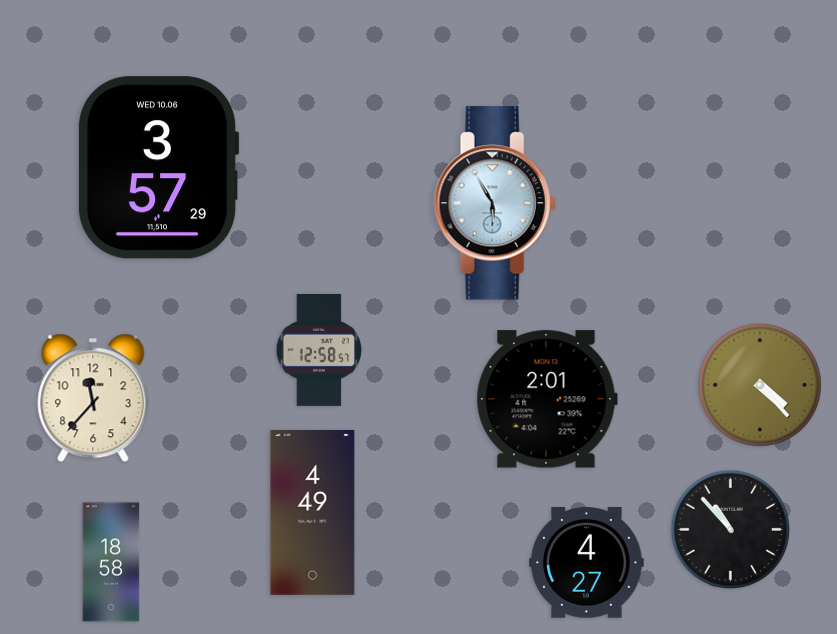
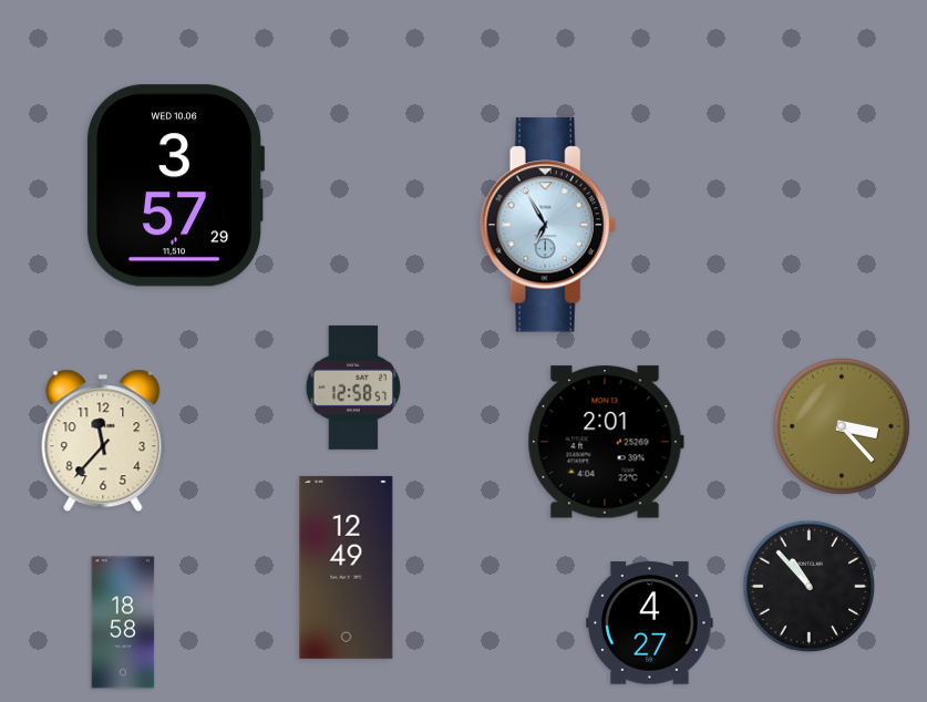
clock at (495, 203): 5:55 -> 6:55
clock at (760, 385): 4:23 -> 3:23
clock at (313, 512): 4:49 -> 12:49
